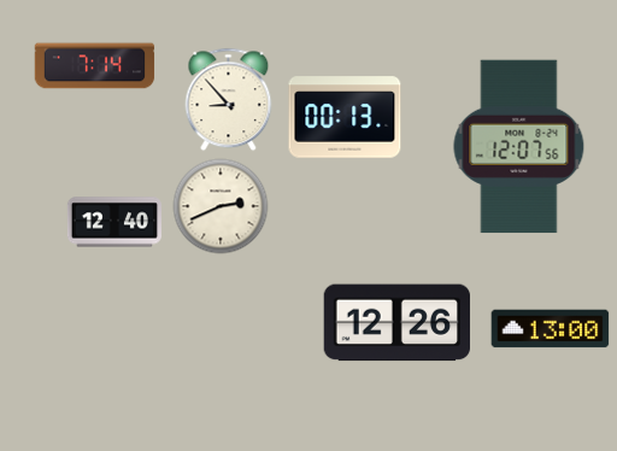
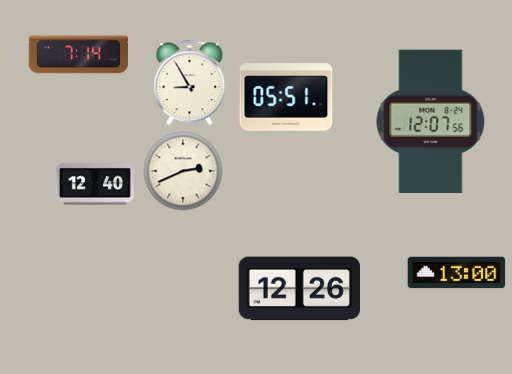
clock at (229, 100): 8:53 -> 8:55
clock at (345, 117): 00:13 -> 05:51
clock at (396, 323) position: (396, 323) -> (299, 289)
